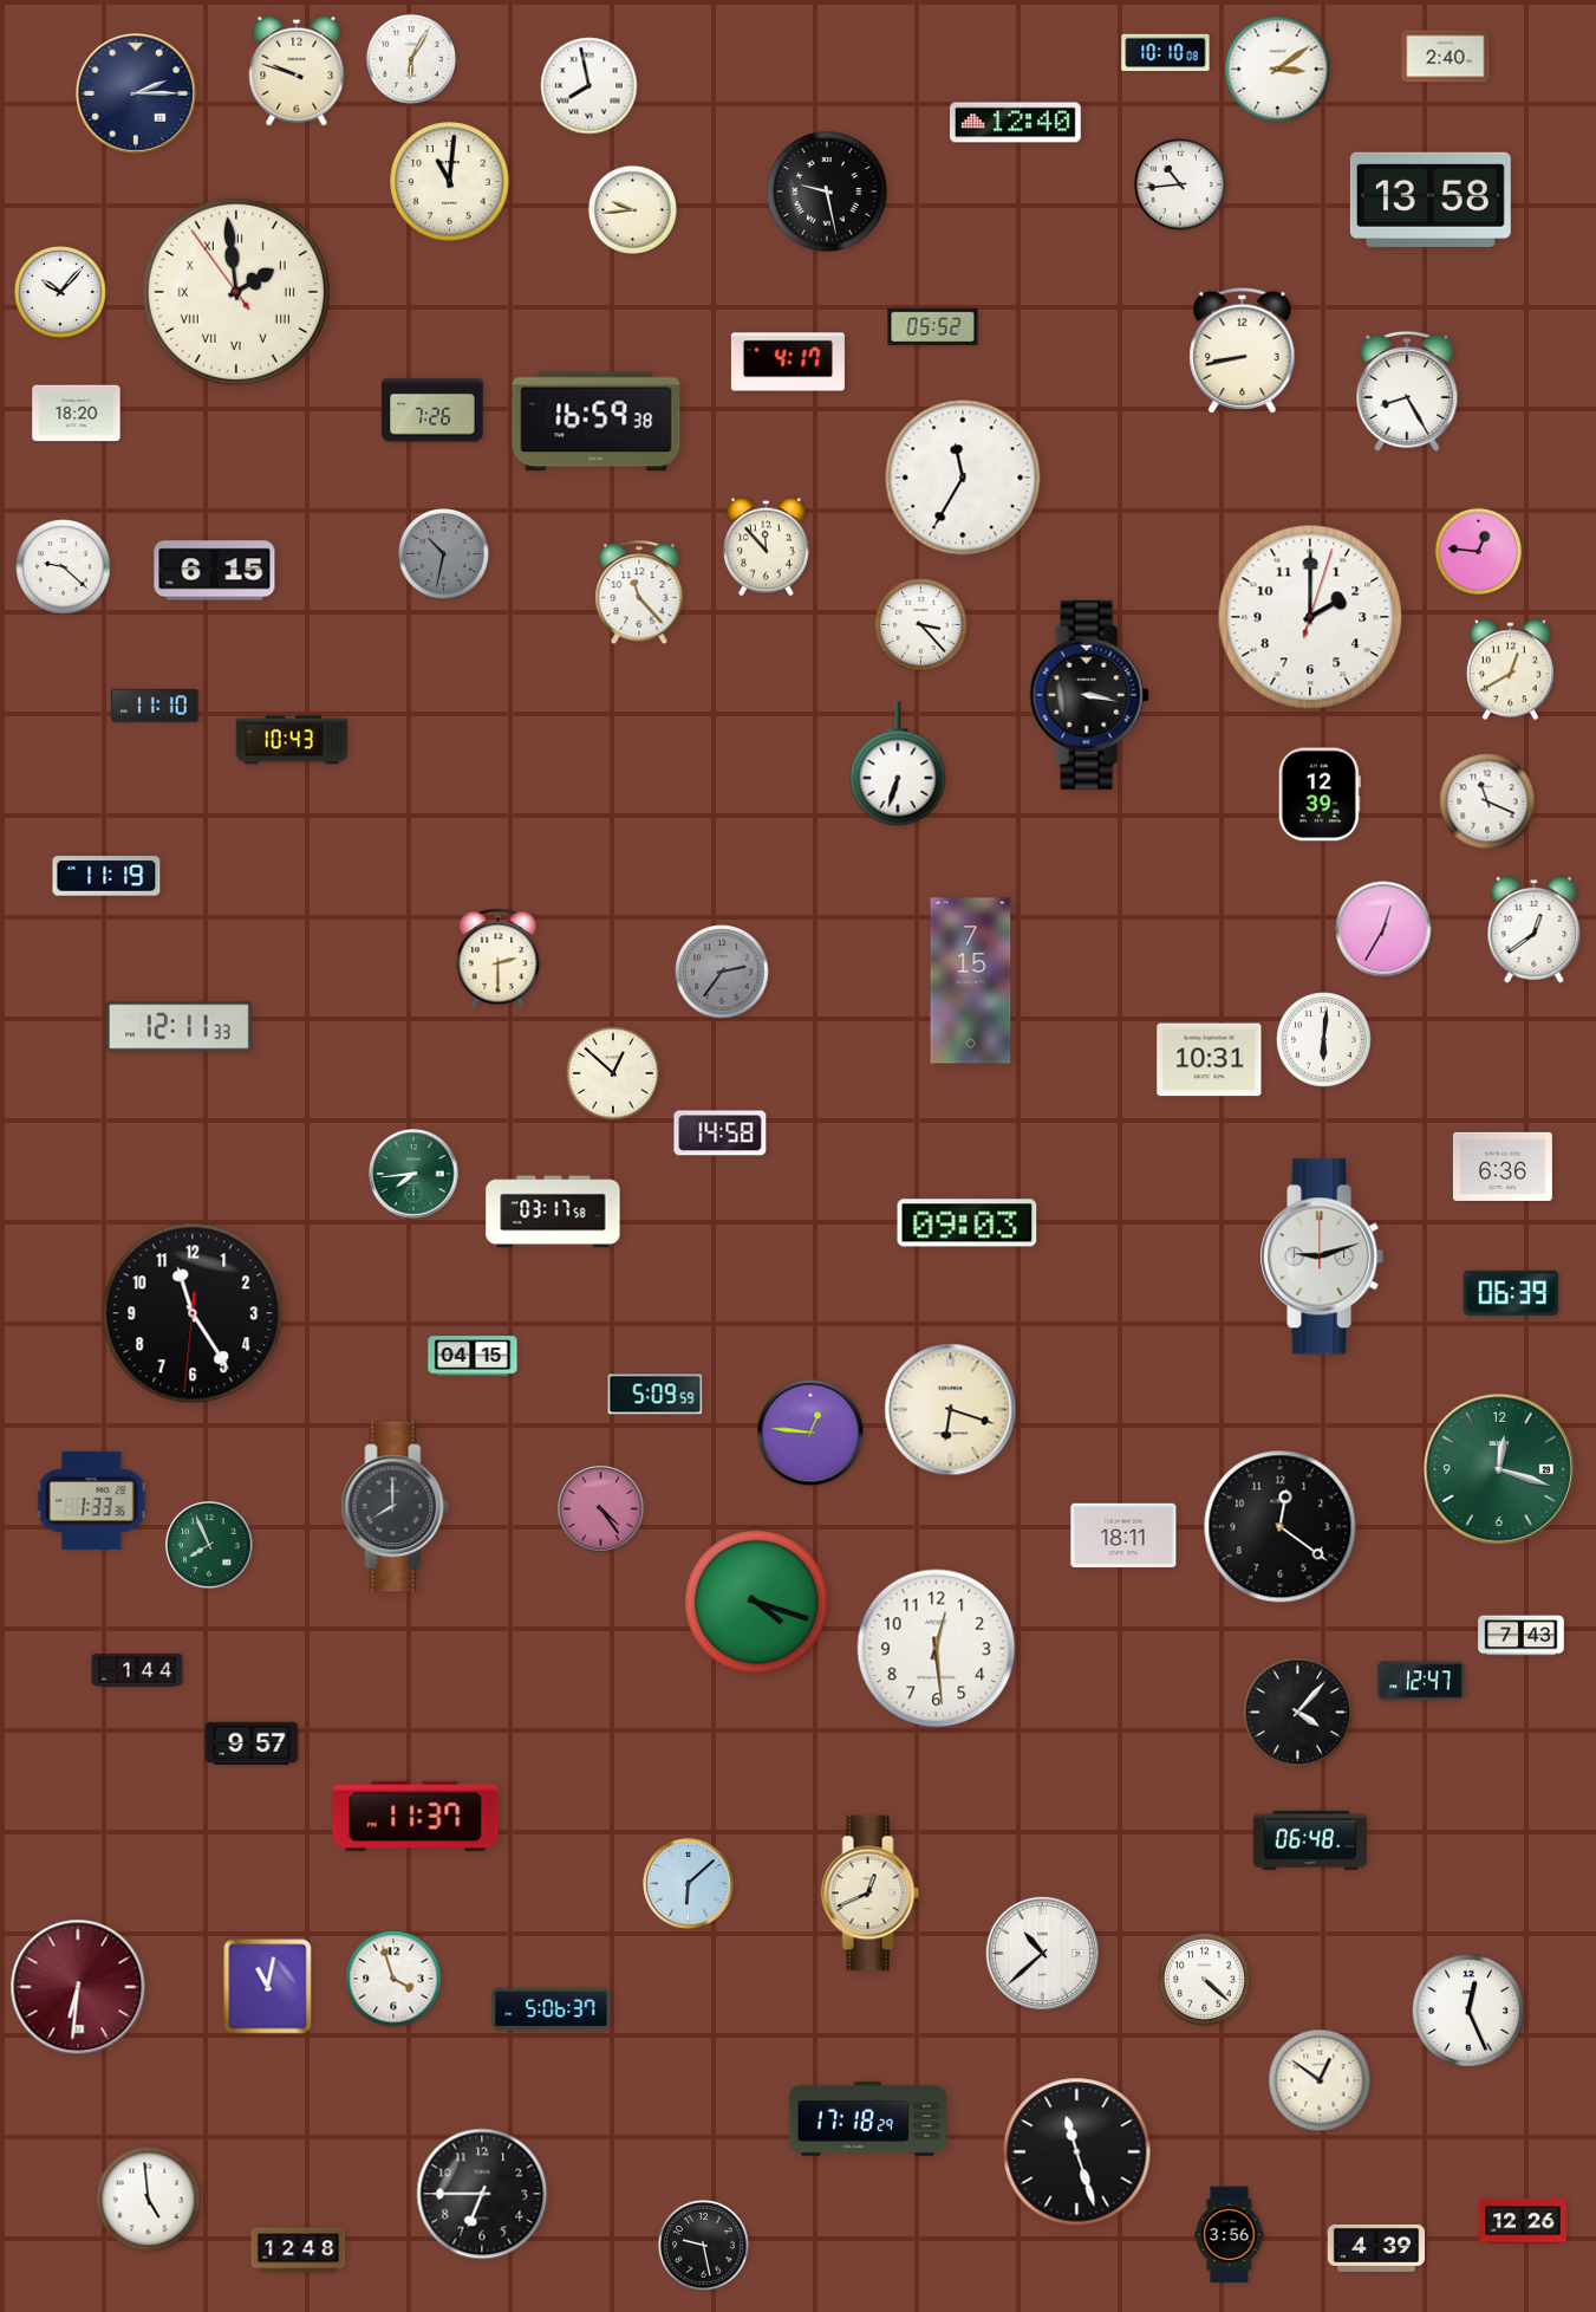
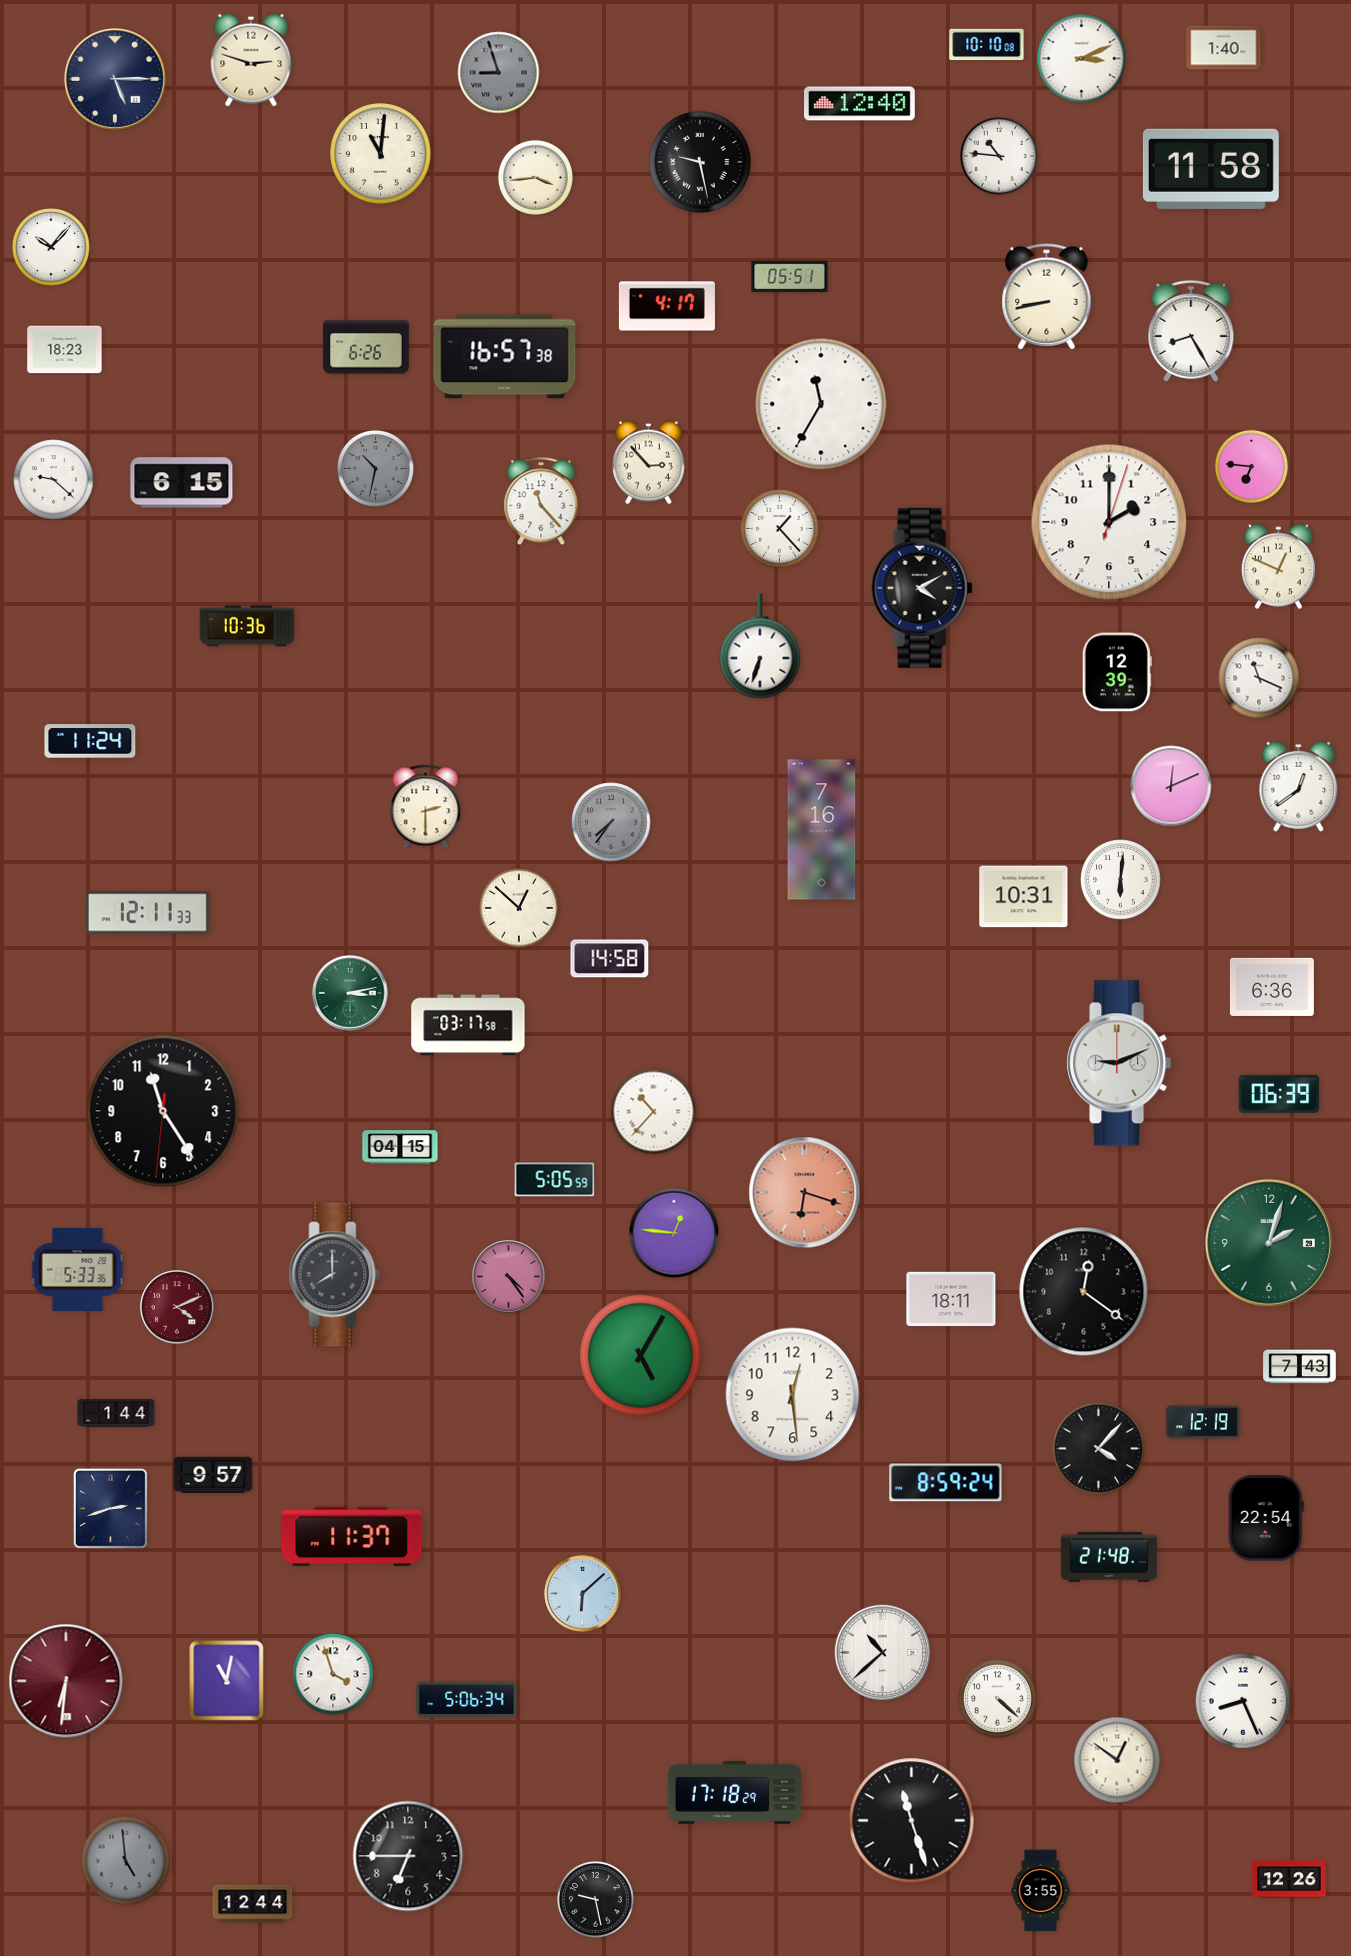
clock at (1446, 57): 2:40 -> 1:40
clock at (411, 59): 6:05 -> none
clock at (1278, 70): 3:09 -> 3:11
clock at (297, 71): 9:48 -> 2:48
clock at (589, 86): 7:58 -> 8:57
clock at (589, 86) dial: white -> grey
clock at (137, 95): 2:15 -> 5:15
clock at (1180, 184): 10:44 -> 10:46
clock at (1431, 200): 13:58 -> 11:58
clock at (632, 209): 9:44 -> 3:44
clock at (236, 292): 1:58 -> none
clock at (933, 326): 05:52 -> 05:51
clock at (1243, 351) position: (1243, 351) -> (1047, 297)
clock at (432, 410): 7:26 -> 6:26
clock at (77, 414): 18:20 -> 18:23
clock at (597, 422): 16:59 -> 16:57
clock at (963, 478) position: (963, 478) -> (821, 404)
clock at (766, 547): 11:53 -> 2:53
clock at (1479, 552): 12:46 -> 6:46
clock at (921, 625): 3:23 -> 1:23
clock at (1510, 670): 12:40 -> 12:49
clock at (1089, 695): 3:17 -> 4:10
clock at (155, 706): 11:10 -> none
clock at (292, 740): 10:43 -> 10:36
clock at (106, 876): 11:19 -> 11:24
clock at (1383, 929): 12:35 -> 12:11
clock at (499, 959) position: (499, 959) -> (426, 807)
clock at (722, 972): 2:36 -> 7:36
clock at (971, 981): 7:15 -> 7:16
clock at (178, 1027) position: (178, 1027) -> (147, 913)
clock at (413, 1174): 7:44 -> 3:13
clock at (968, 1223): 09:03 -> none
clock at (1323, 1256): 9:12 -> 9:11
clock at (654, 1112): none -> 10:37
clock at (656, 1395): 5:09 -> 5:05
clock at (951, 1410) dial: cream -> salmon
clock at (810, 1433) position: (810, 1433) -> (674, 1233)
clock at (1499, 1469): 12:18 -> 2:03
clock at (92, 1500): 1:33 -> 5:33
clock at (209, 1545): 7:56 -> 4:11
clock at (209, 1545) dial: green -> burgundy
clock at (757, 1603): 4:18 -> 5:05
clock at (1522, 1636) position: (1522, 1636) -> (1300, 1367)
clock at (1421, 1681): 12:47 -> 12:19
clock at (946, 1483): none -> 8:59
clock at (110, 1508): none -> 2:42
clock at (1266, 1518): none -> 22:54
clock at (1310, 1840): 06:48 -> 21:48
clock at (871, 1894): 12:41 -> none
clock at (1205, 1980) position: (1205, 1980) -> (998, 1699)
clock at (552, 2009): 5:06:37 -> 5:06:34
clock at (1467, 2009): 12:26 -> 8:26
clock at (149, 2200) dial: white -> grey
clock at (1230, 2235): 3:56 -> 3:55
clock at (1376, 2248): 4:39 -> none
clock at (299, 2251): 12:48 -> 12:44
